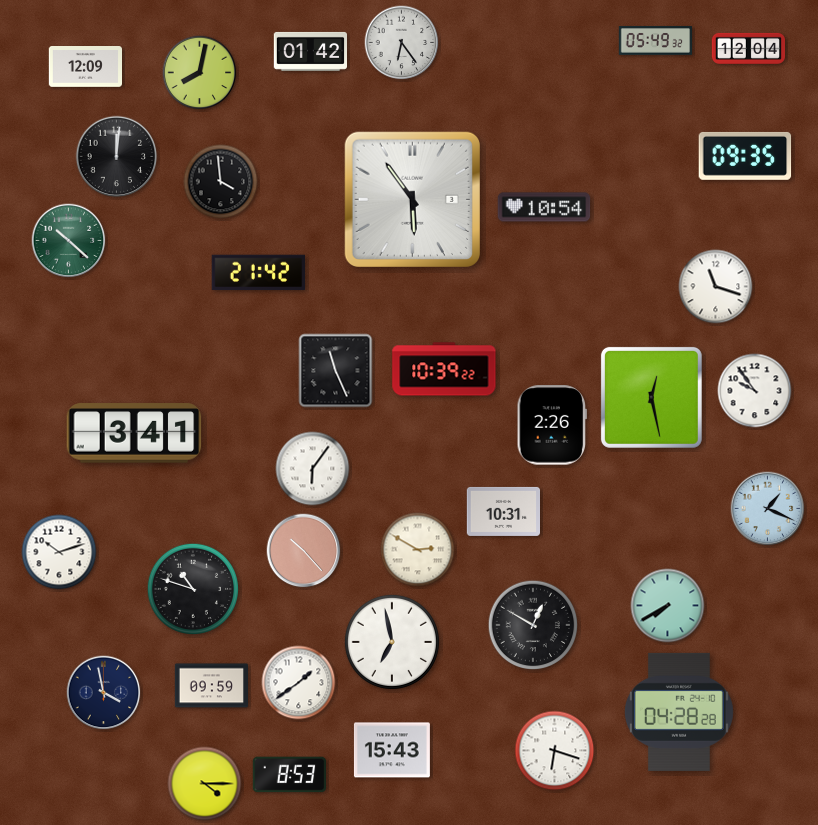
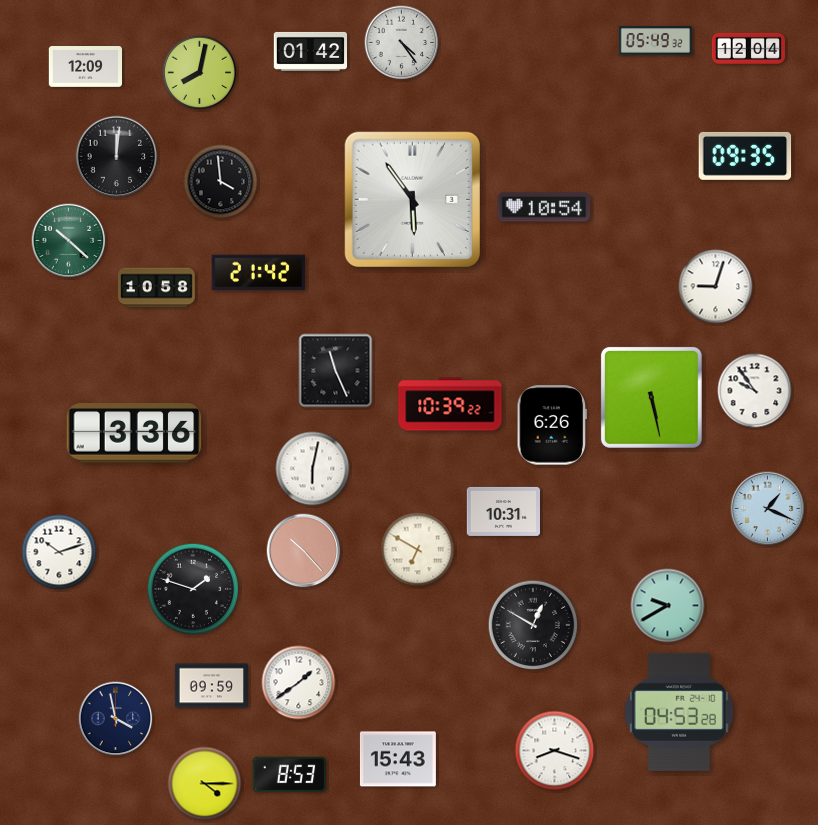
clock at (402, 43): 6:24 -> 4:24
clock at (716, 287): 11:18 -> 9:03
clock at (157, 288): none -> 10:58
clock at (444, 369) position: (444, 369) -> (450, 404)
clock at (651, 397): 12:28 -> 5:28
clock at (552, 425): 2:26 -> 6:26
clock at (134, 433): 3:41 -> 3:36
clock at (313, 469): 6:06 -> 6:02
clock at (418, 550): 2:50 -> 6:50
clock at (192, 588): 10:48 -> 1:48
clock at (668, 606): 7:40 -> 9:40
clock at (392, 642): 6:58 -> none
clock at (104, 693) position: (104, 693) -> (116, 719)
clock at (679, 712): 04:28 -> 04:53
clock at (392, 750) position: (392, 750) -> (398, 759)
clock at (555, 751): 6:18 -> 8:18
